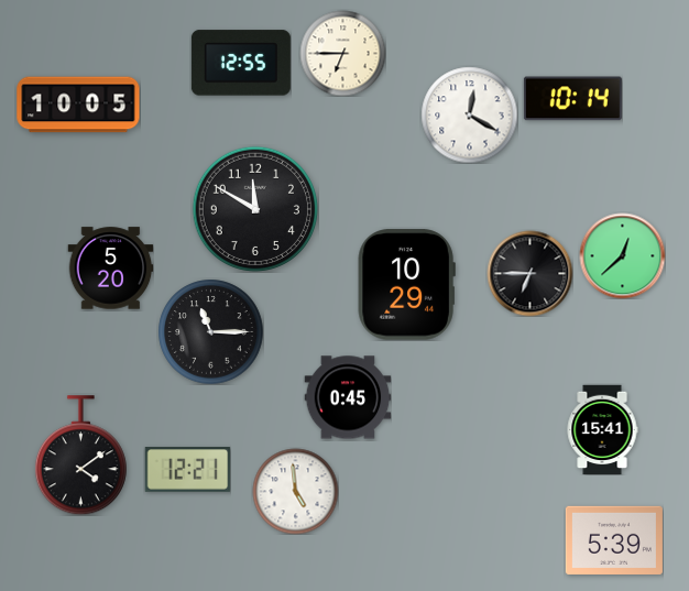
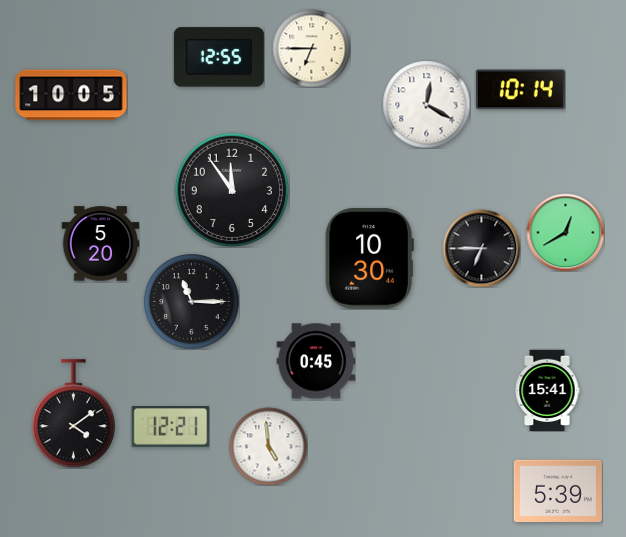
clock at (255, 209): 11:50 -> 11:54
clock at (622, 255): 12:38 -> 12:40
clock at (406, 285): 10:29 -> 10:30
